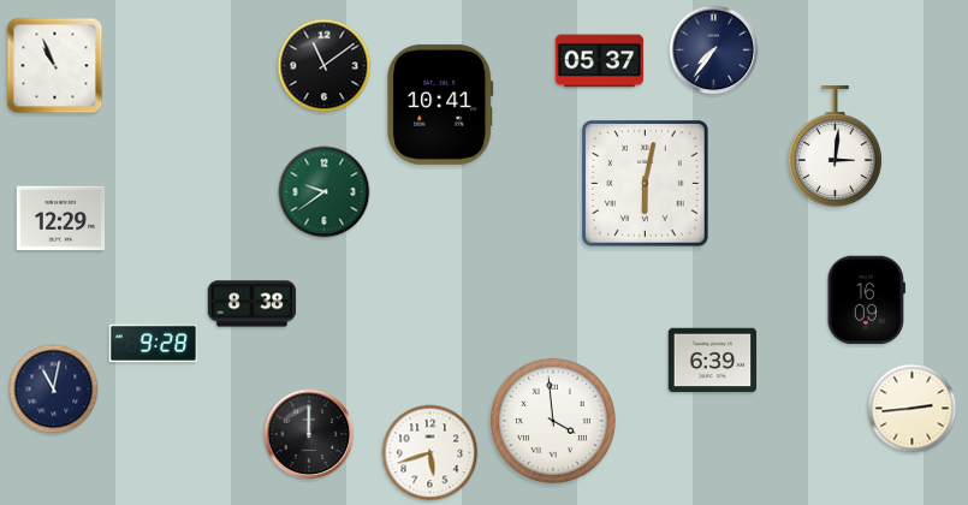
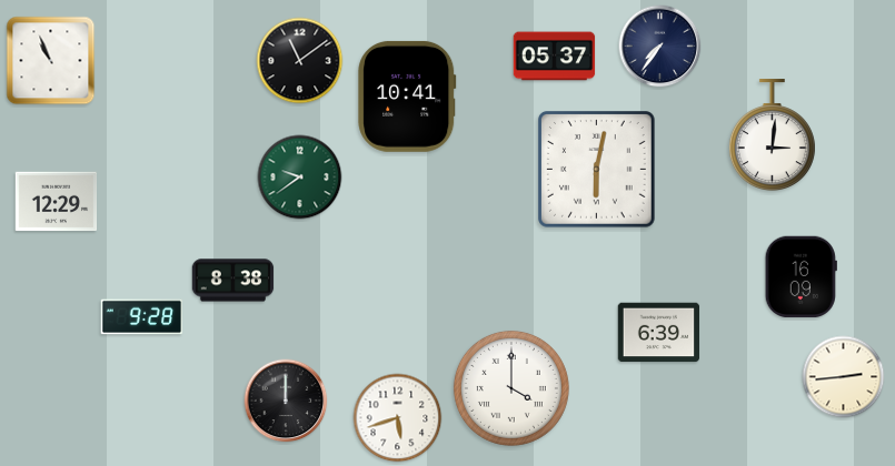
clock at (54, 390): 11:02 -> none
clock at (553, 421): 3:59 -> 4:00
